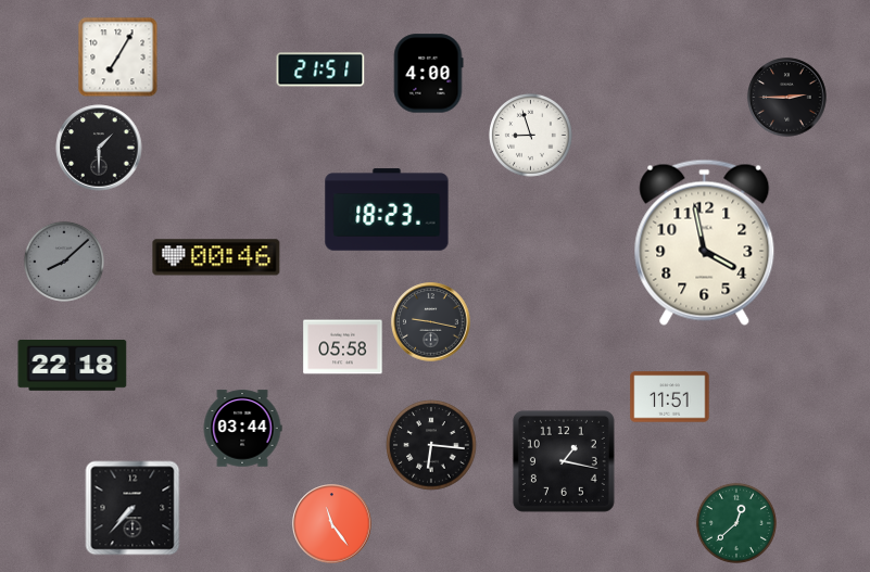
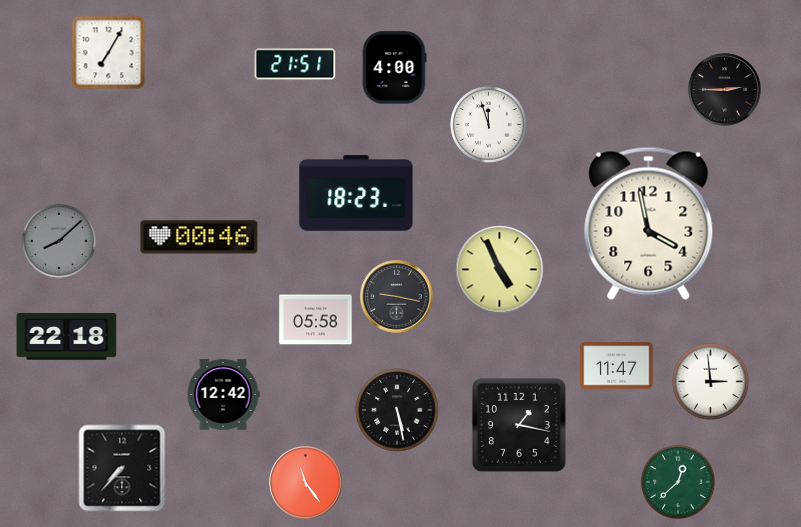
clock at (530, 135): 8:57 -> 11:57
clock at (99, 148): 1:30 -> none
clock at (500, 270): none -> 4:56
clock at (670, 397): 11:51 -> 11:47
clock at (710, 381): none -> 2:59
clock at (242, 429): 03:44 -> 12:42
clock at (431, 445): 6:16 -> 5:28
